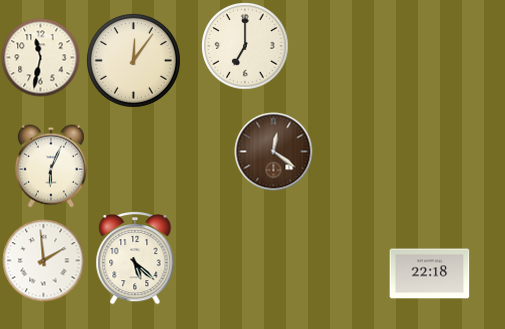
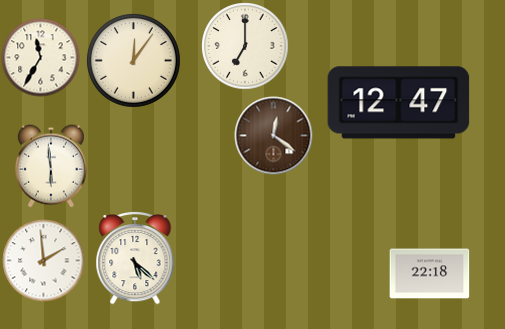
clock at (40, 57): 11:32 -> 11:35
clock at (399, 103): none -> 12:47
clock at (273, 151) position: (273, 151) -> (273, 135)
clock at (51, 166): 6:04 -> 5:59
